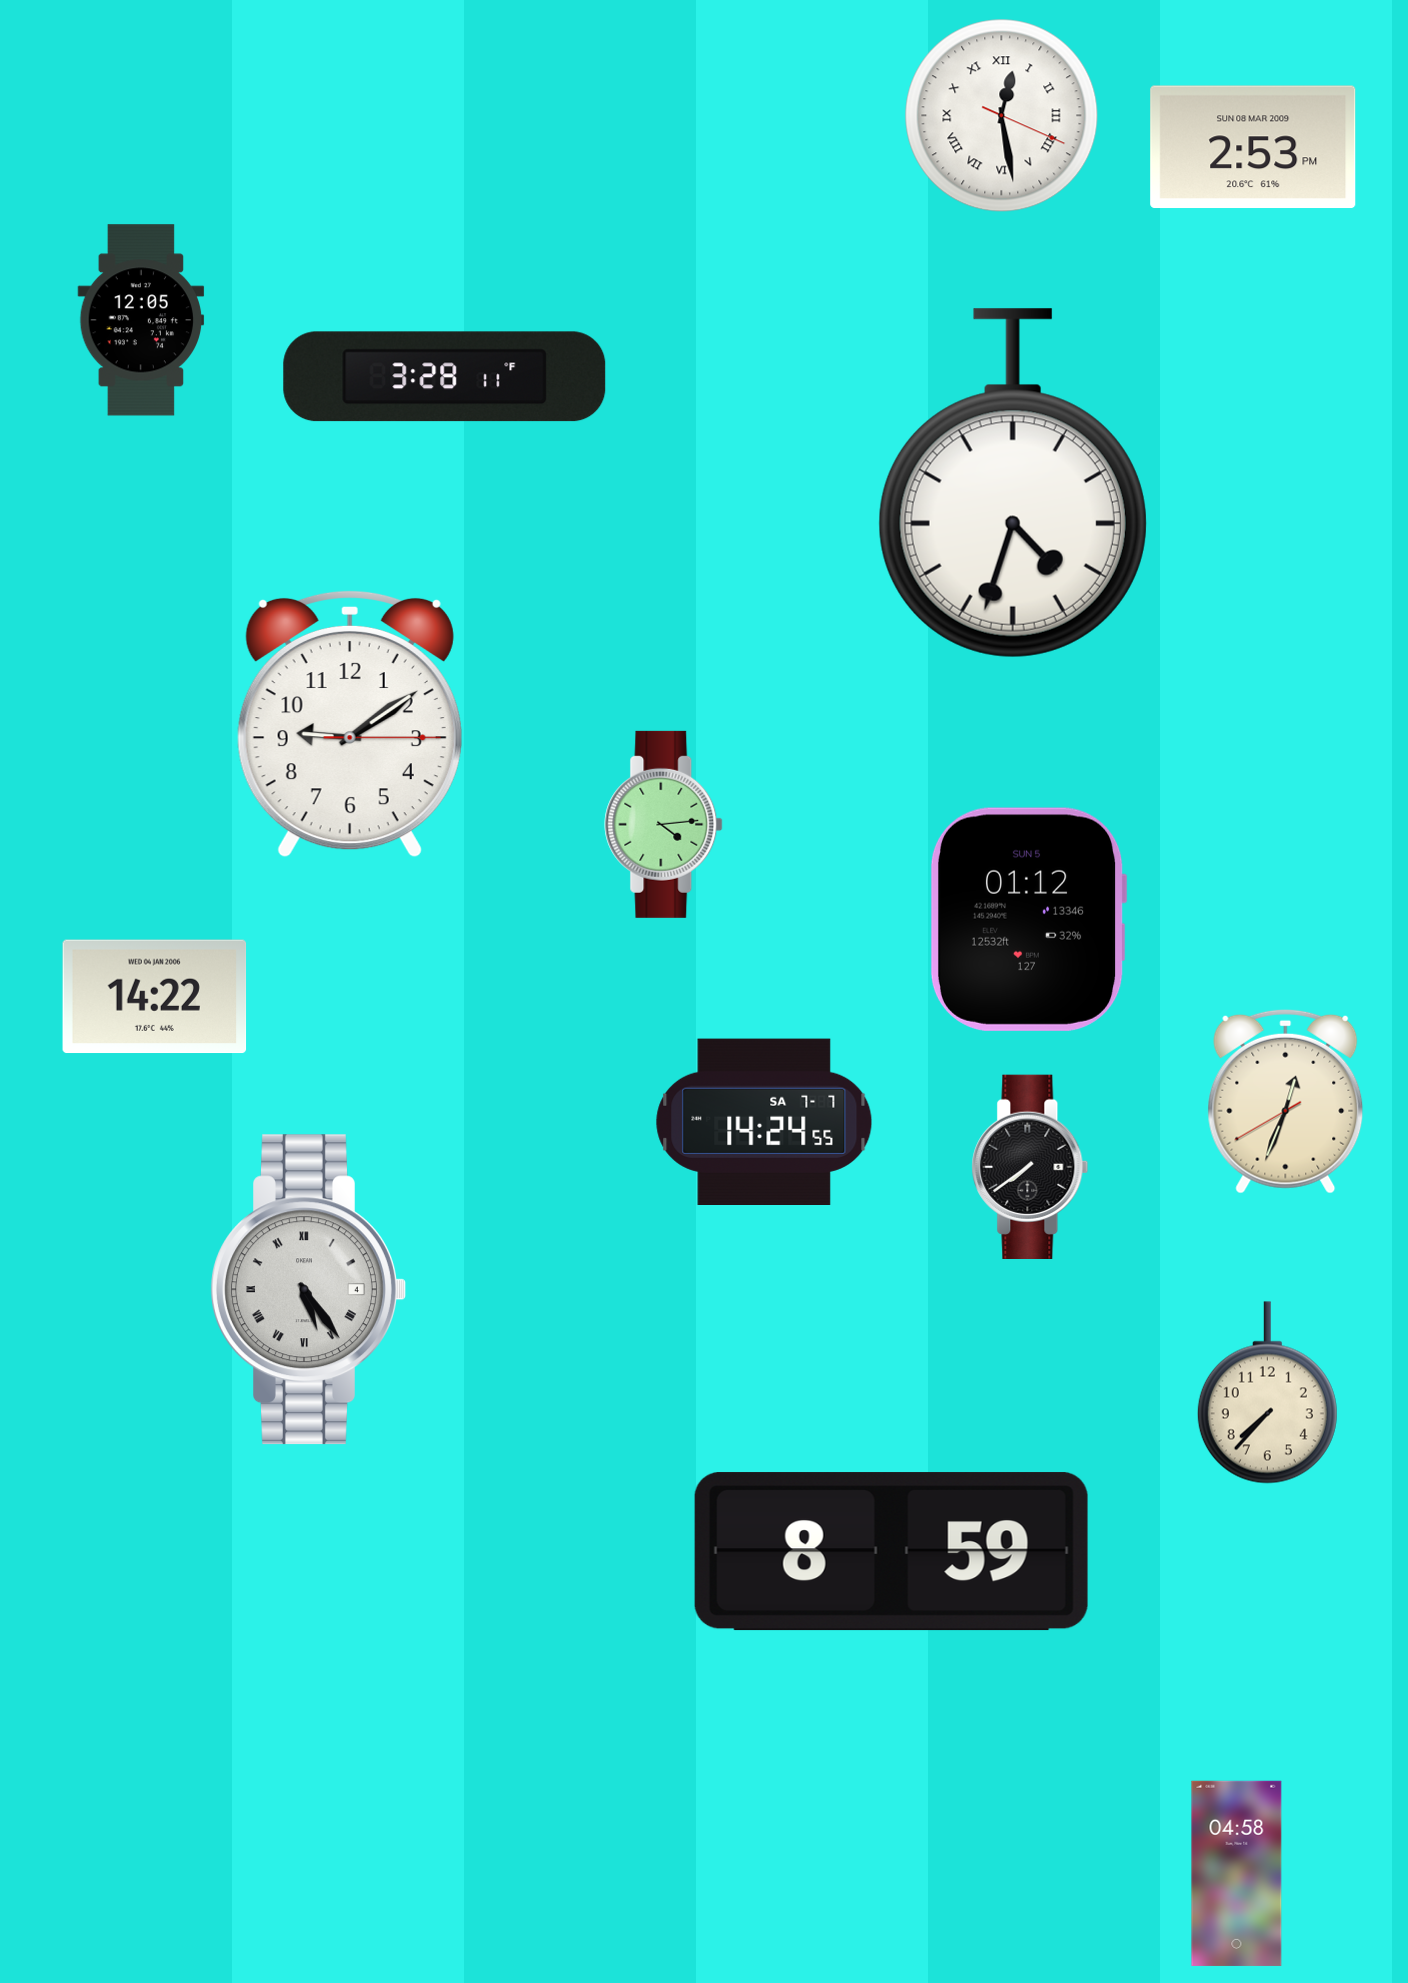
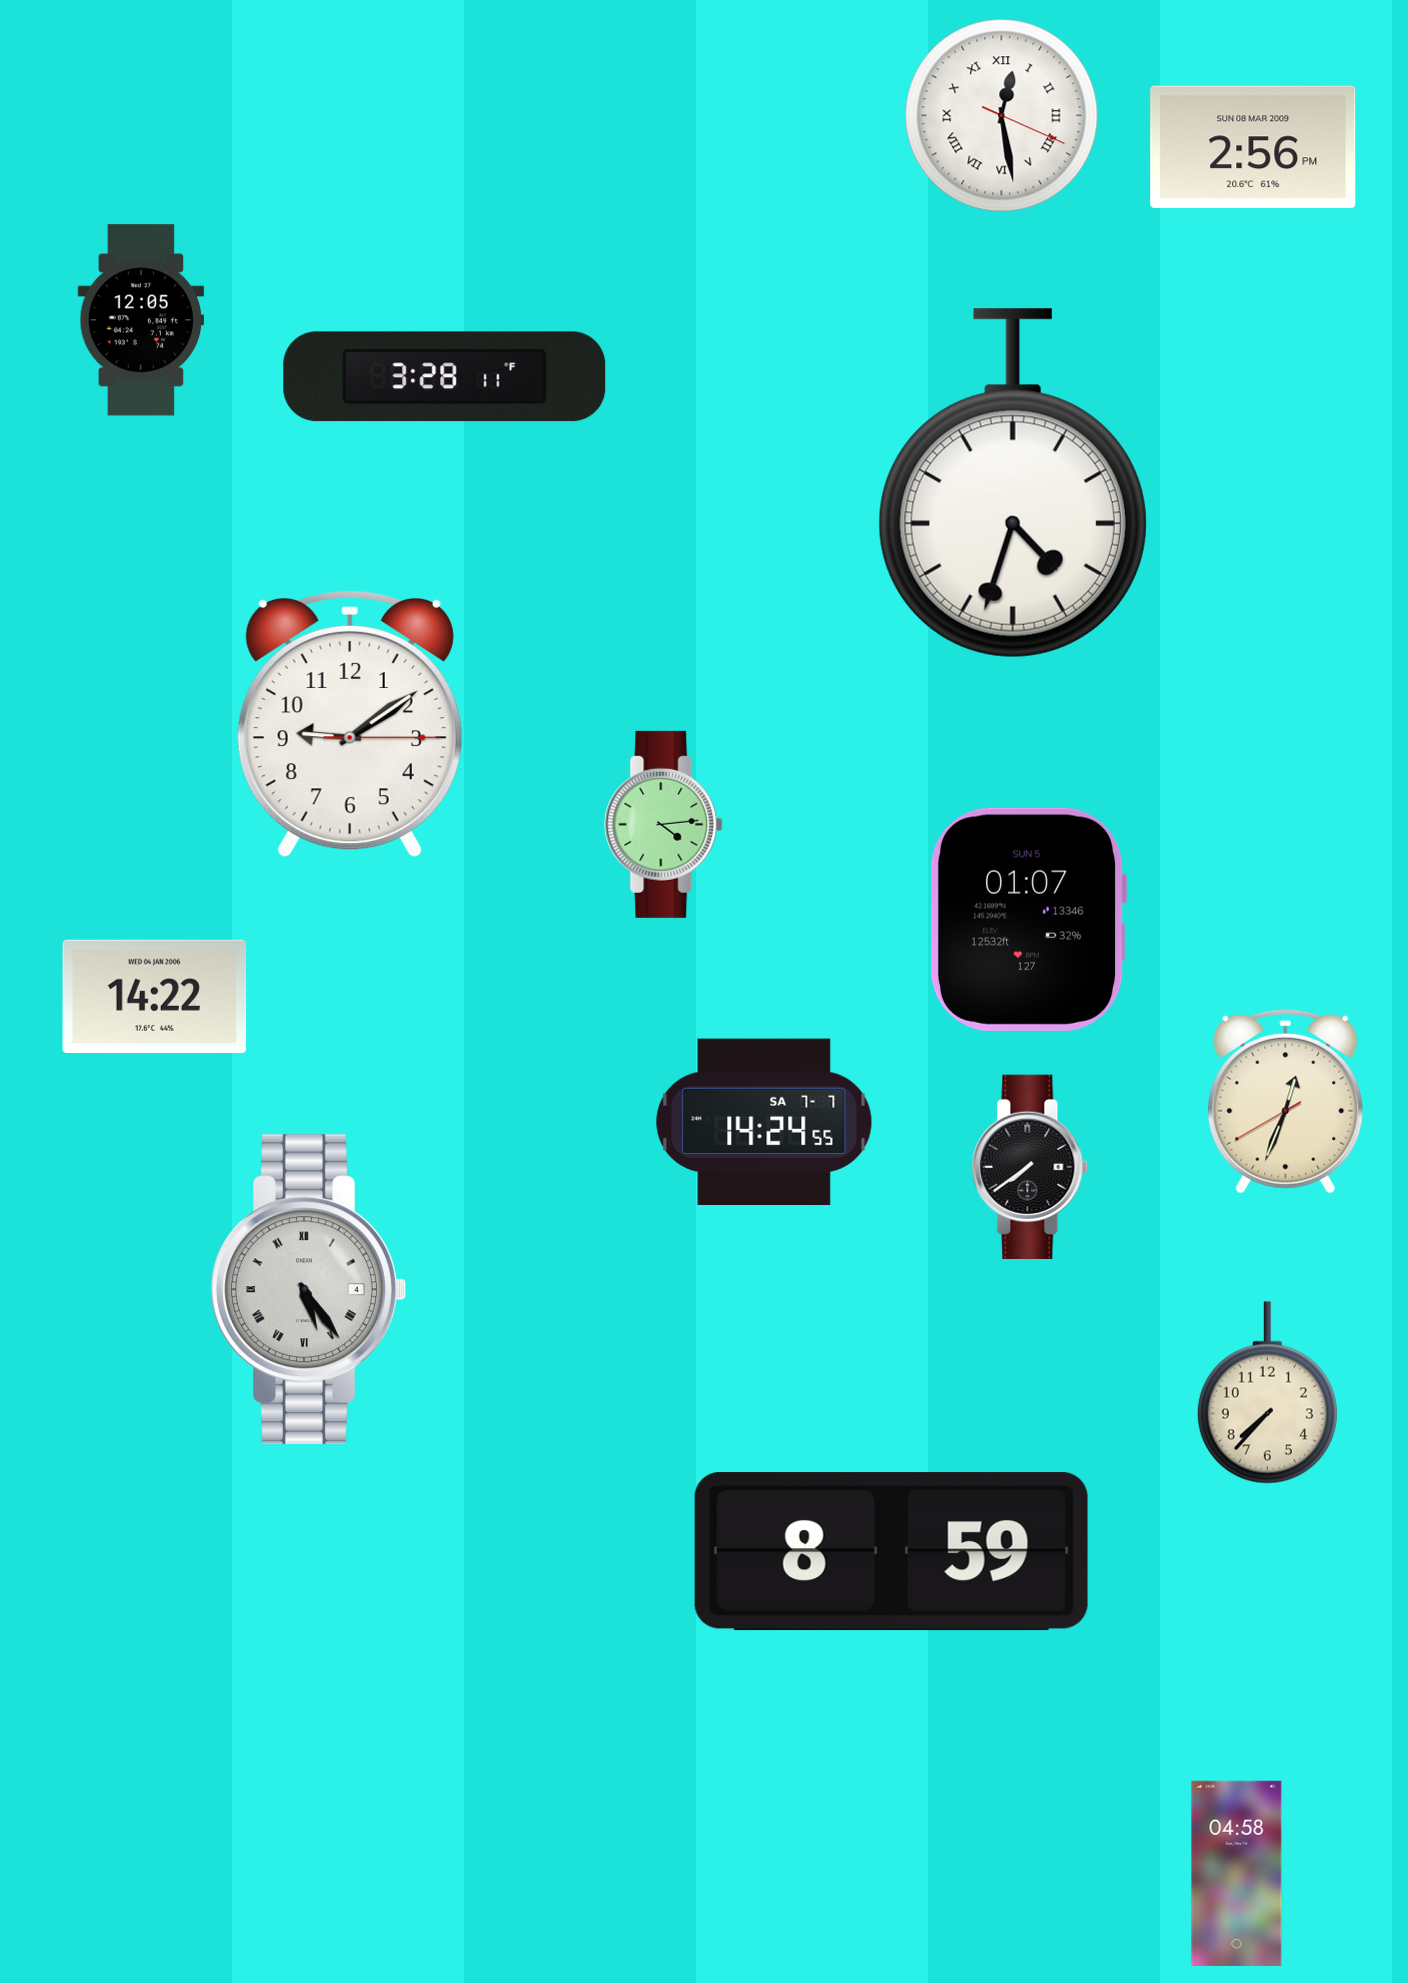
clock at (1253, 147): 2:53 -> 2:56
clock at (1028, 919): 01:12 -> 01:07
